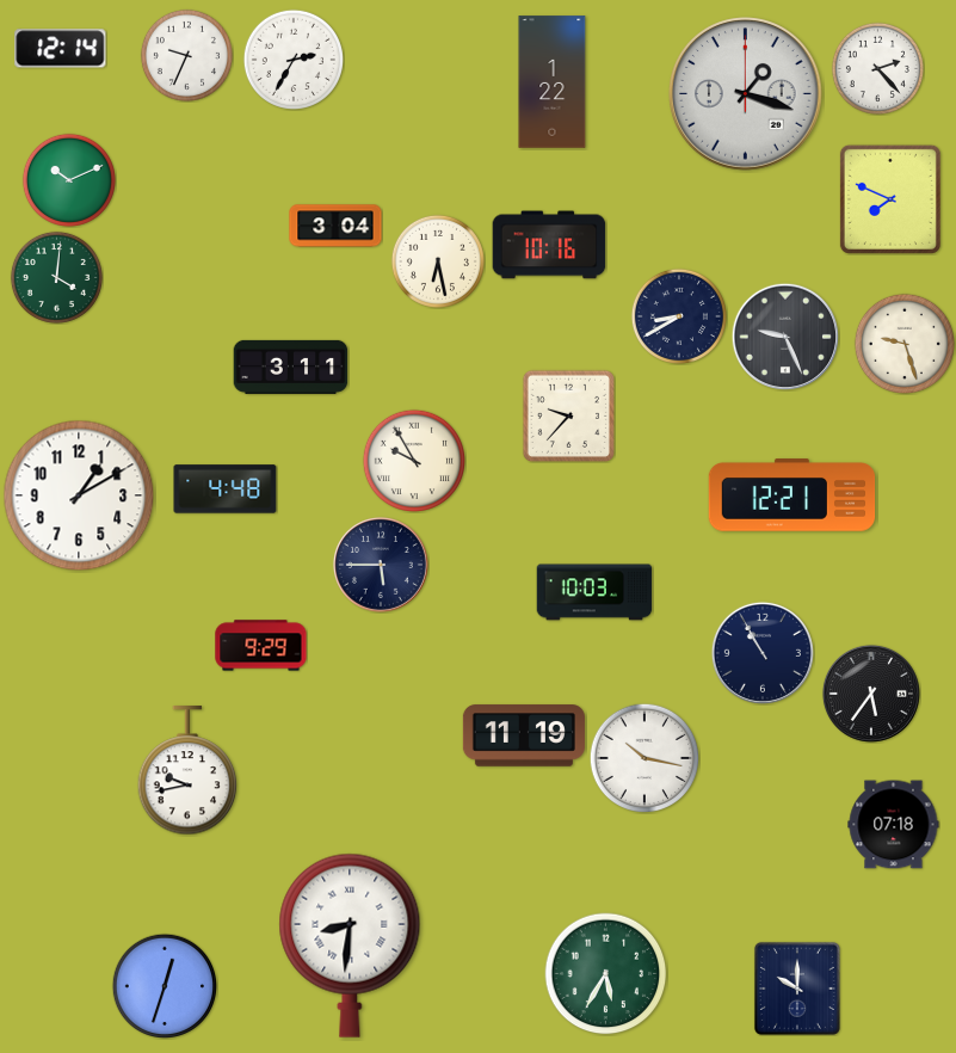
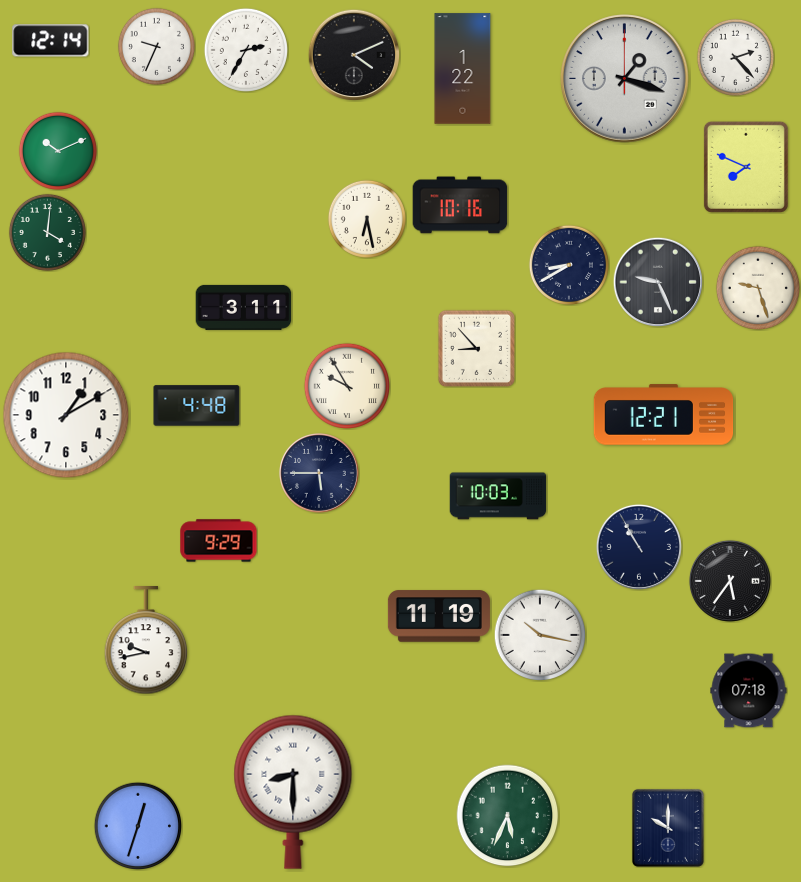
clock at (354, 55): none -> 4:11
clock at (335, 226): 3:04 -> none
clock at (568, 415): 9:37 -> 8:53
clock at (226, 489) position: (226, 489) -> (197, 406)
clock at (187, 771) position: (187, 771) -> (146, 641)
clock at (350, 946): 8:31 -> 8:30
clock at (606, 974): 5:35 -> 5:34
